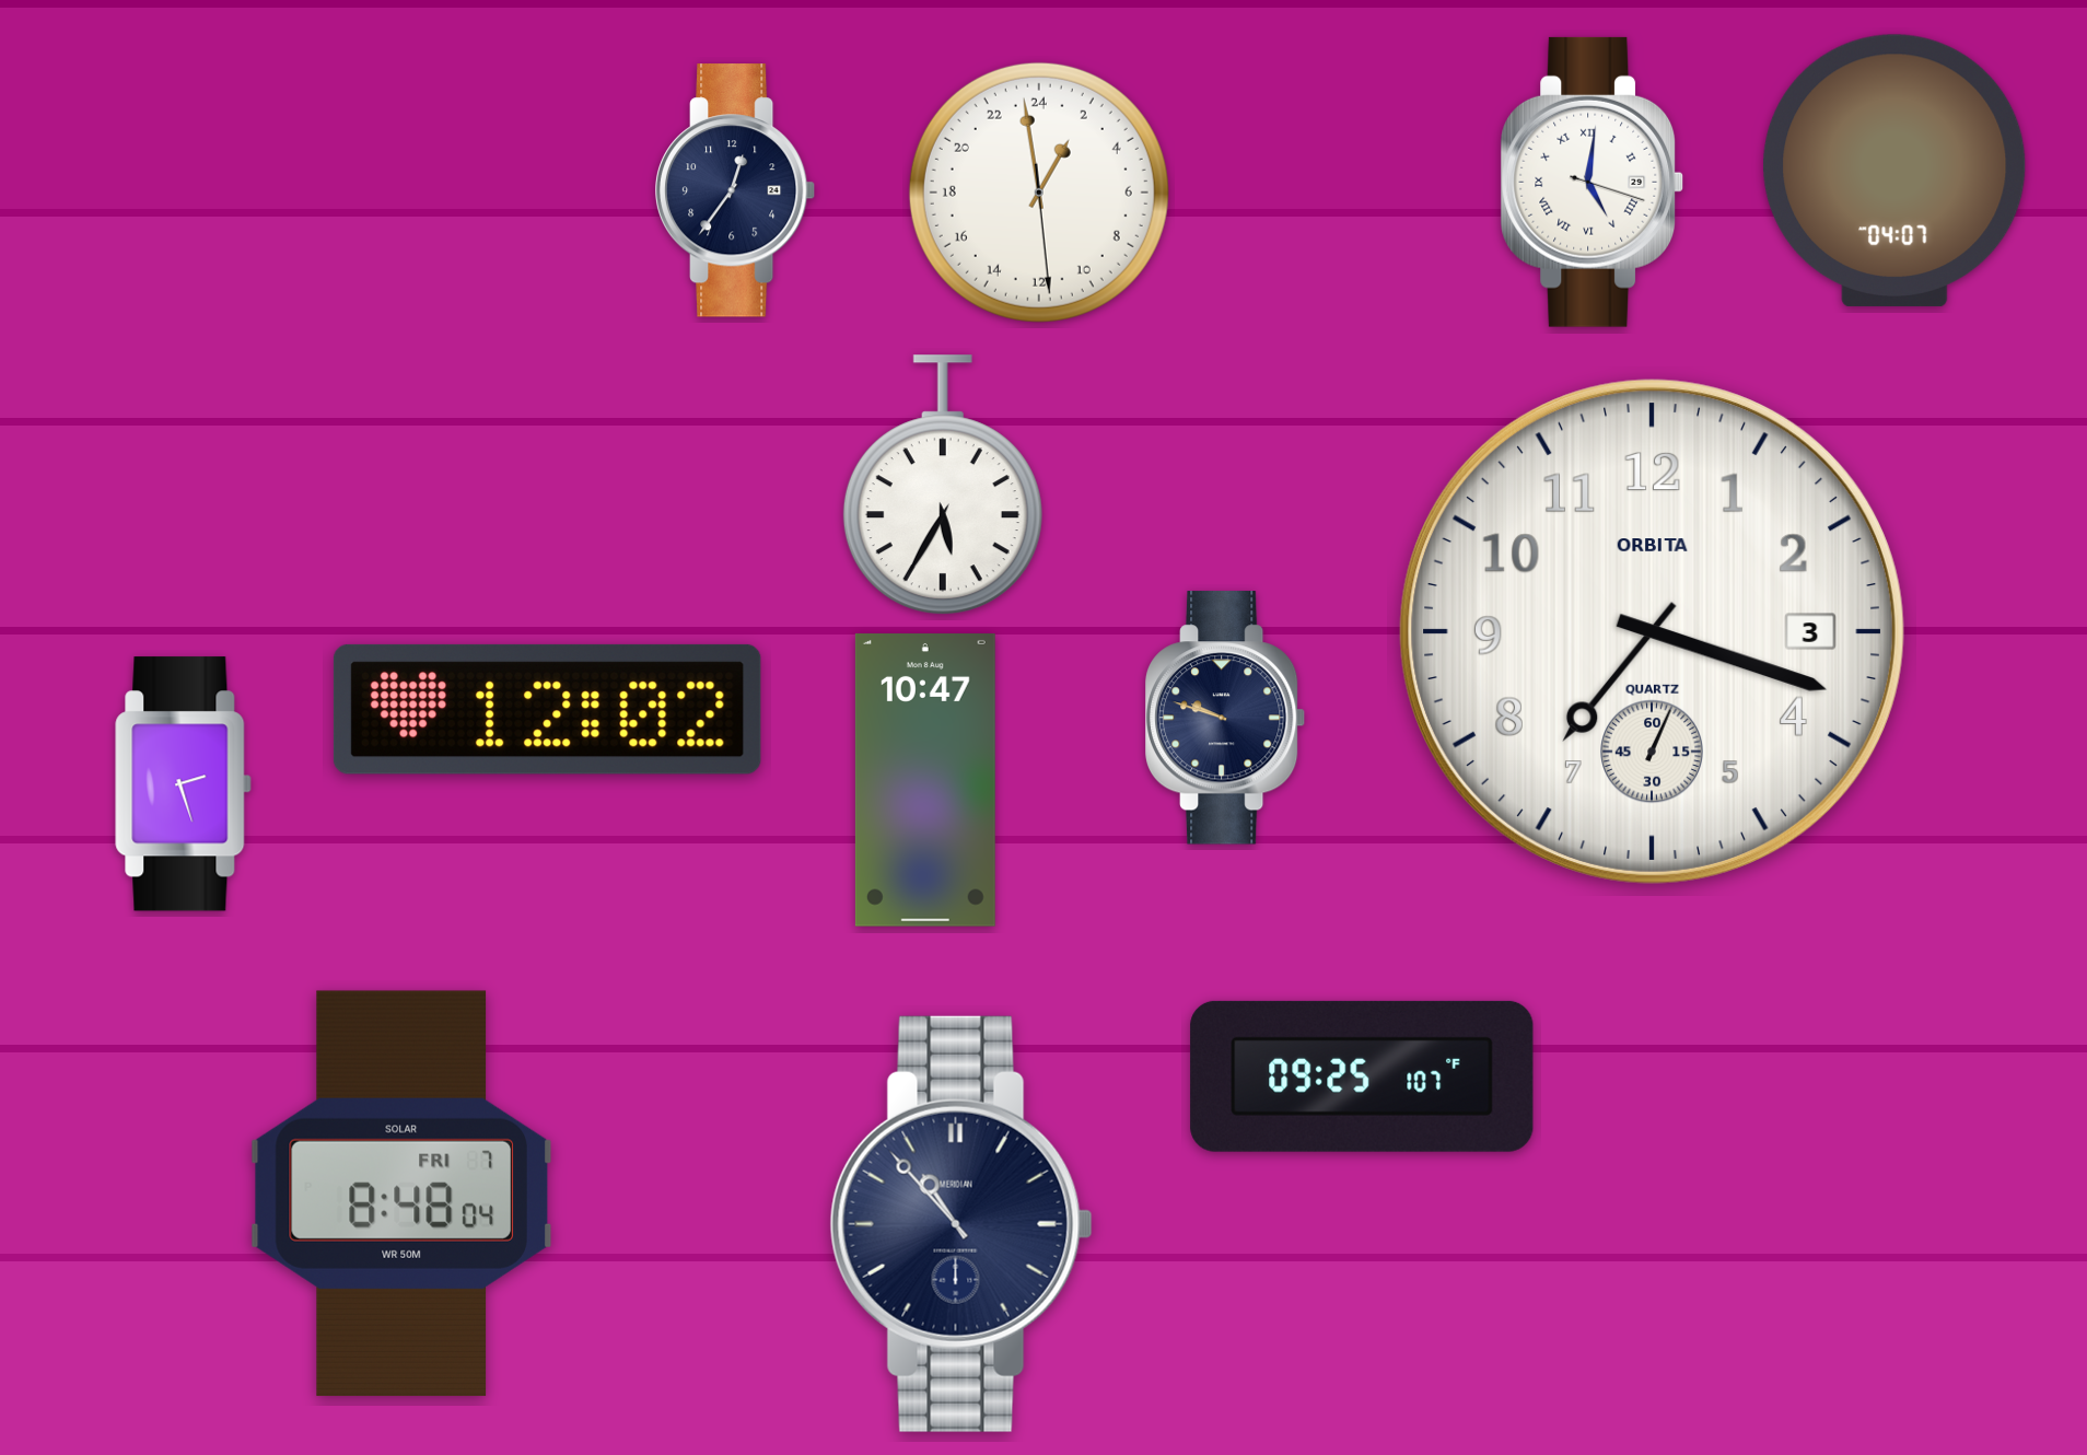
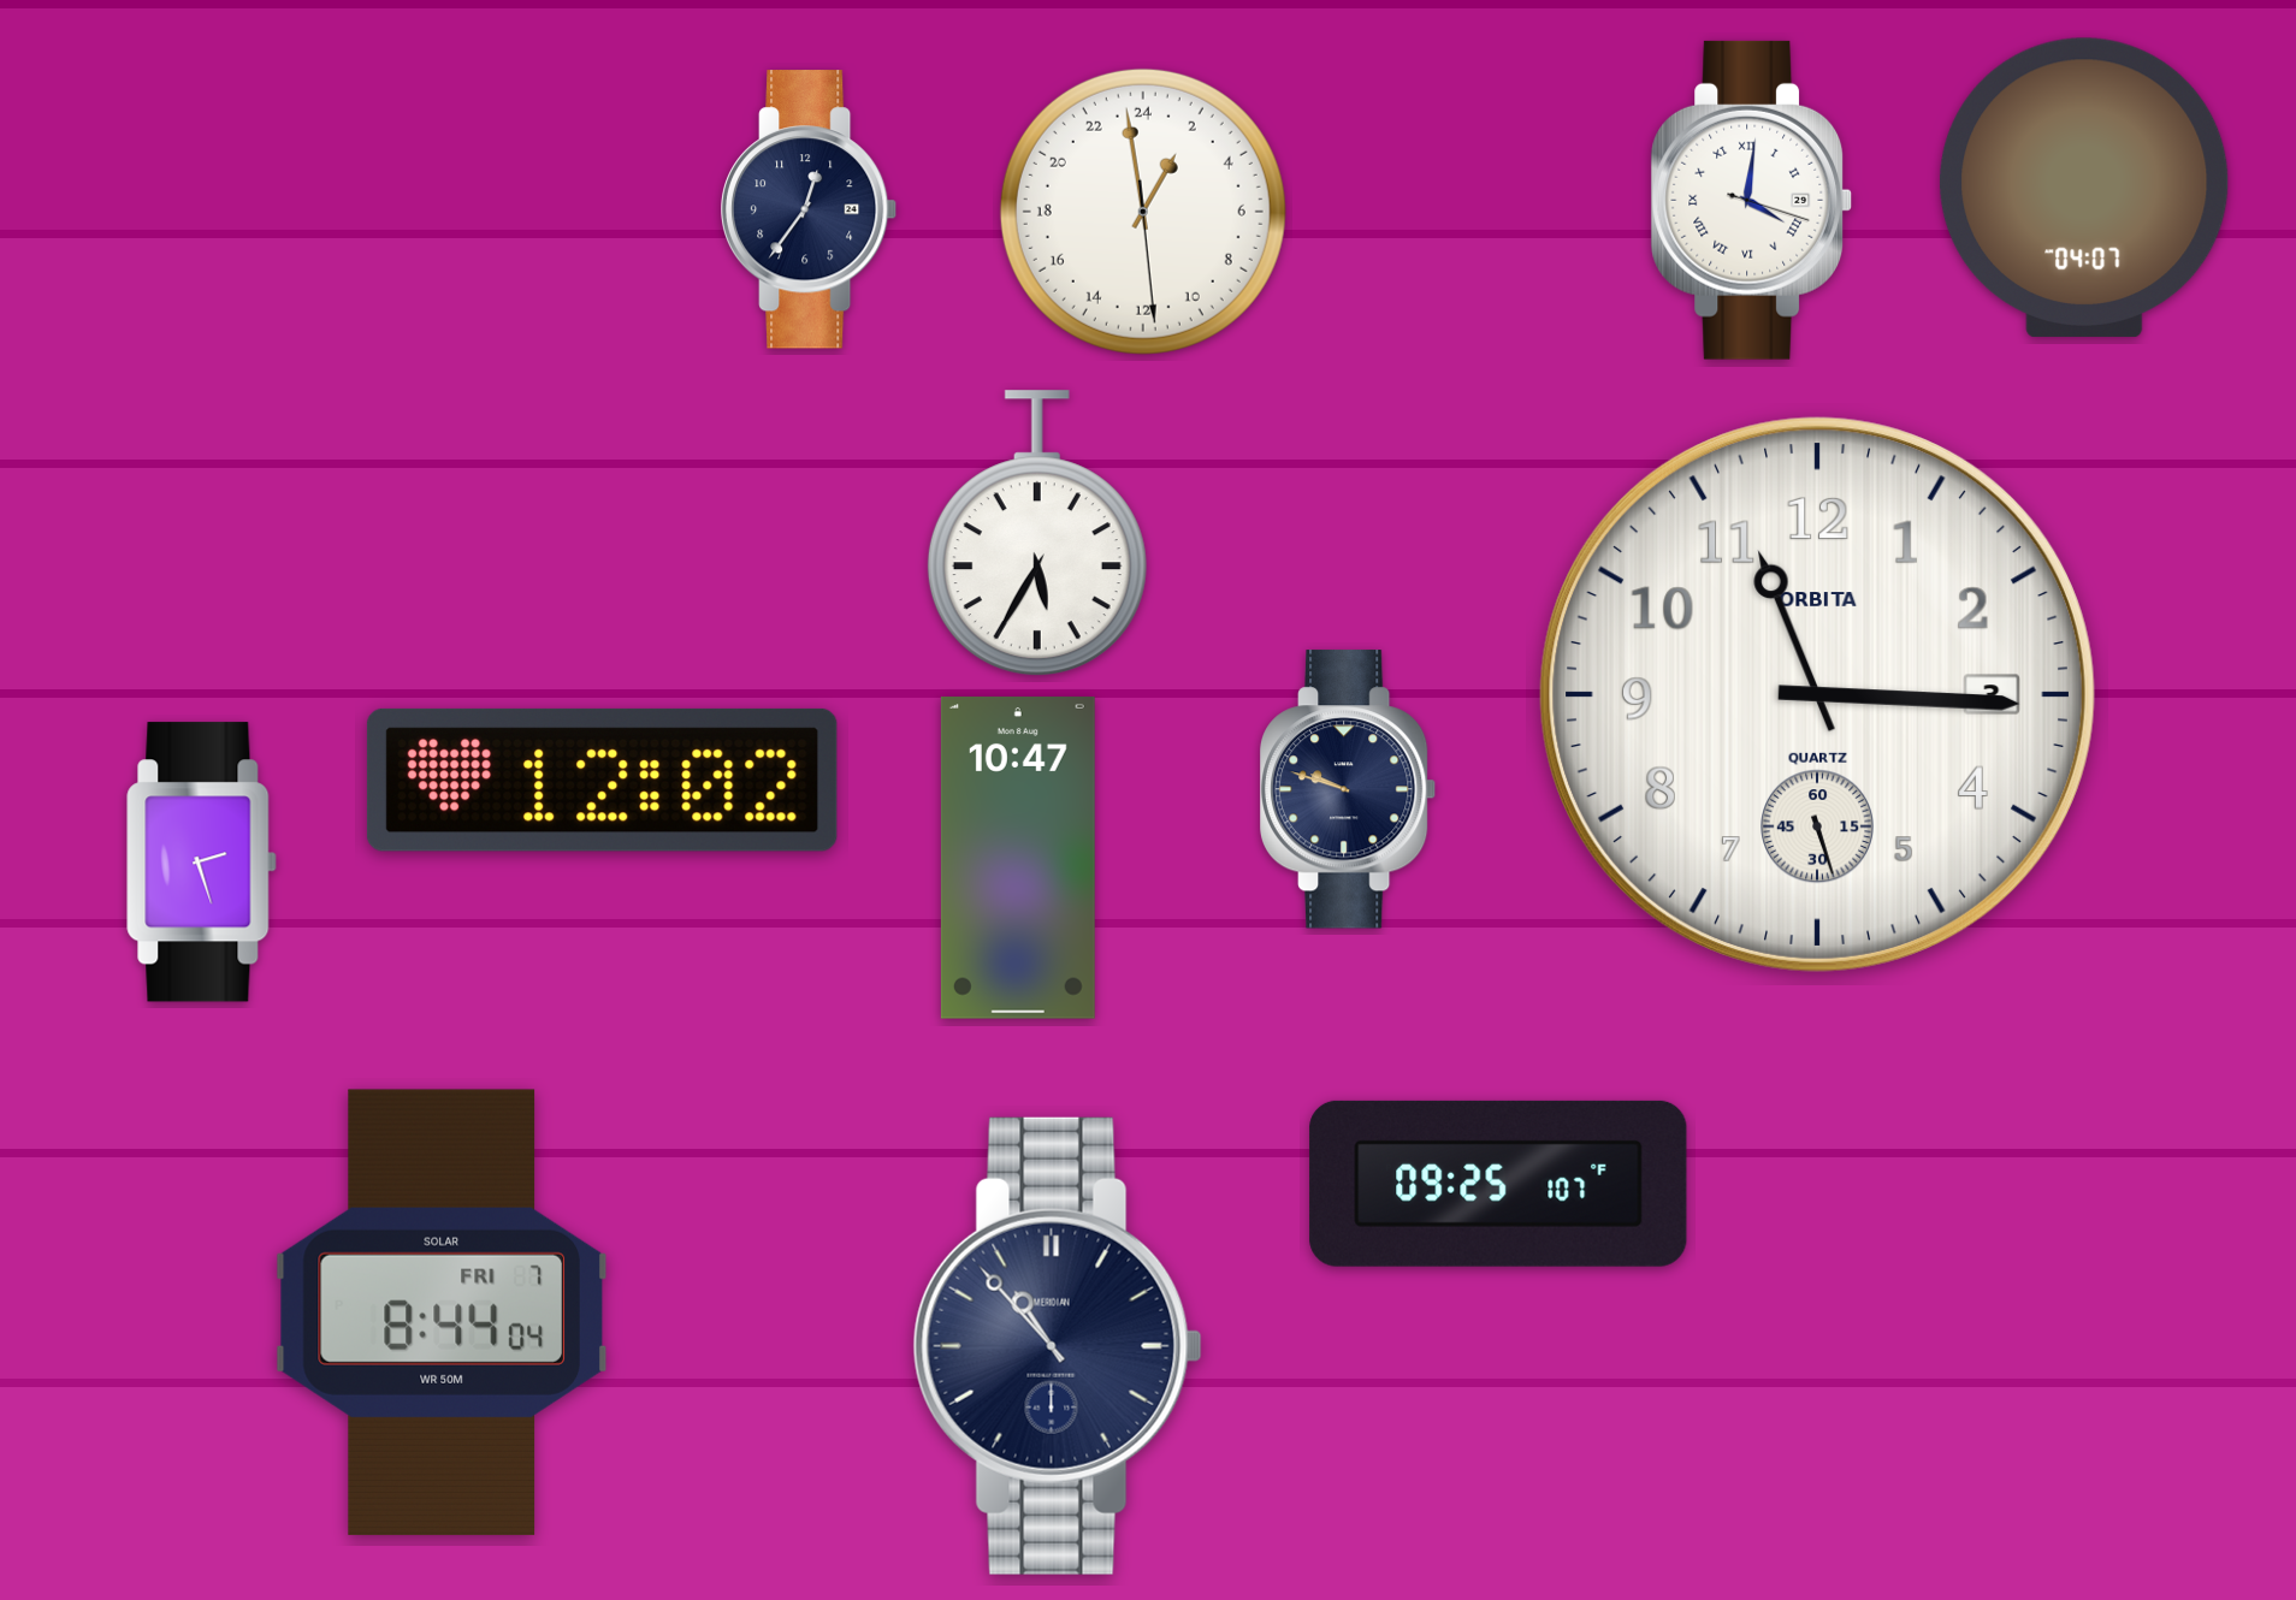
clock at (1593, 182): 5:01 -> 4:01
clock at (1652, 631): 7:18 -> 11:15
clock at (401, 1194): 8:48 -> 8:44
